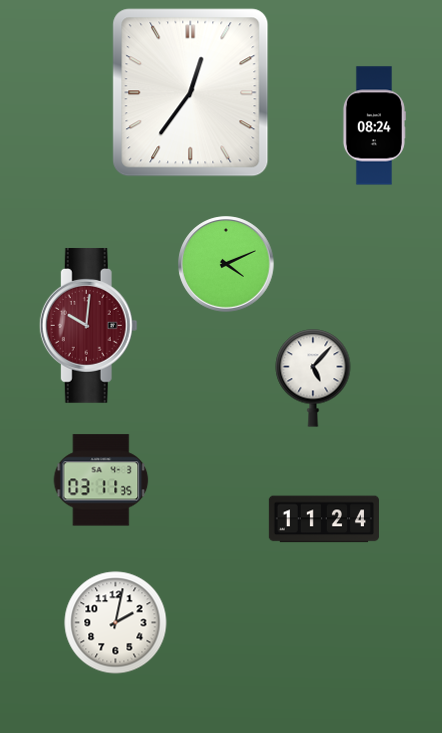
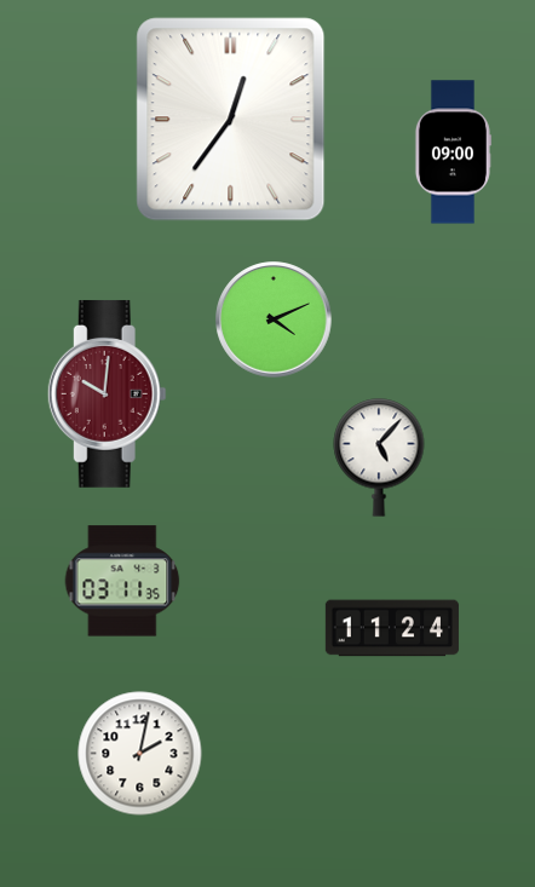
clock at (191, 93) position: (191, 93) -> (231, 120)
clock at (374, 126): 08:24 -> 09:00
